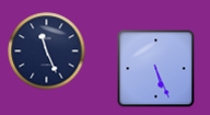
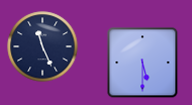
clock at (156, 69): 5:26 -> 5:30
